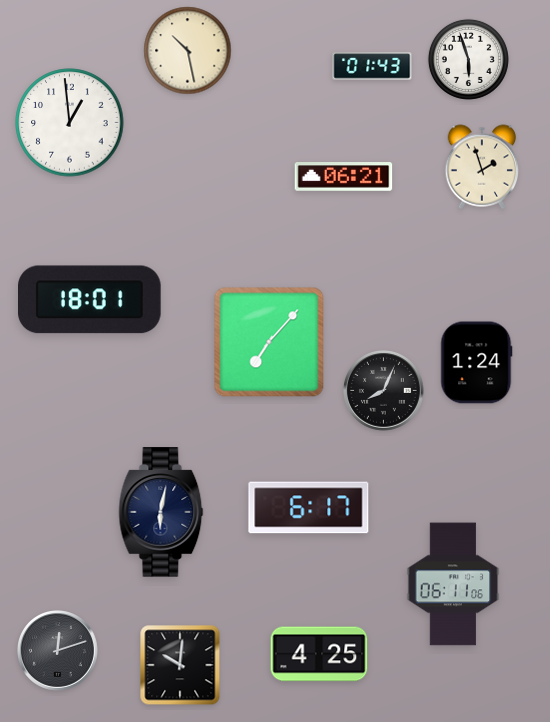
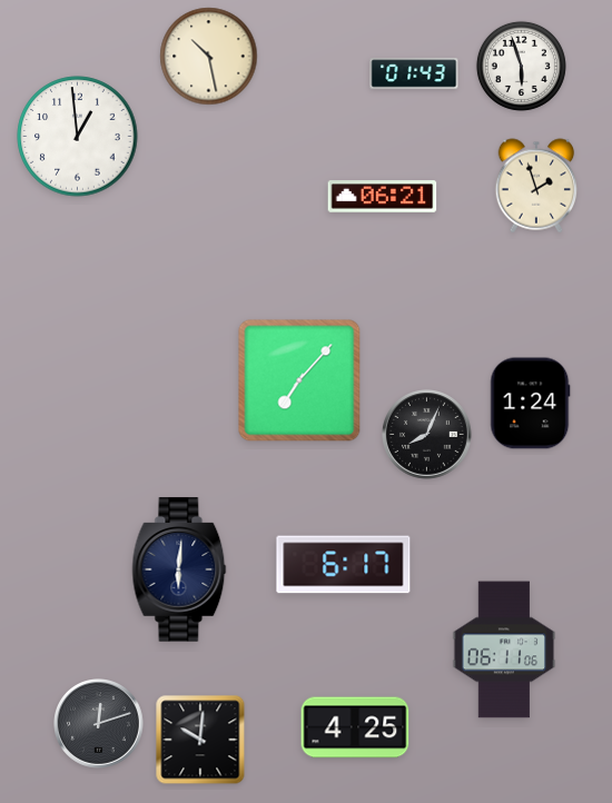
clock at (90, 300): 18:01 -> none
clock at (161, 512): 6:02 -> 6:01
clock at (58, 651) position: (58, 651) -> (99, 724)
